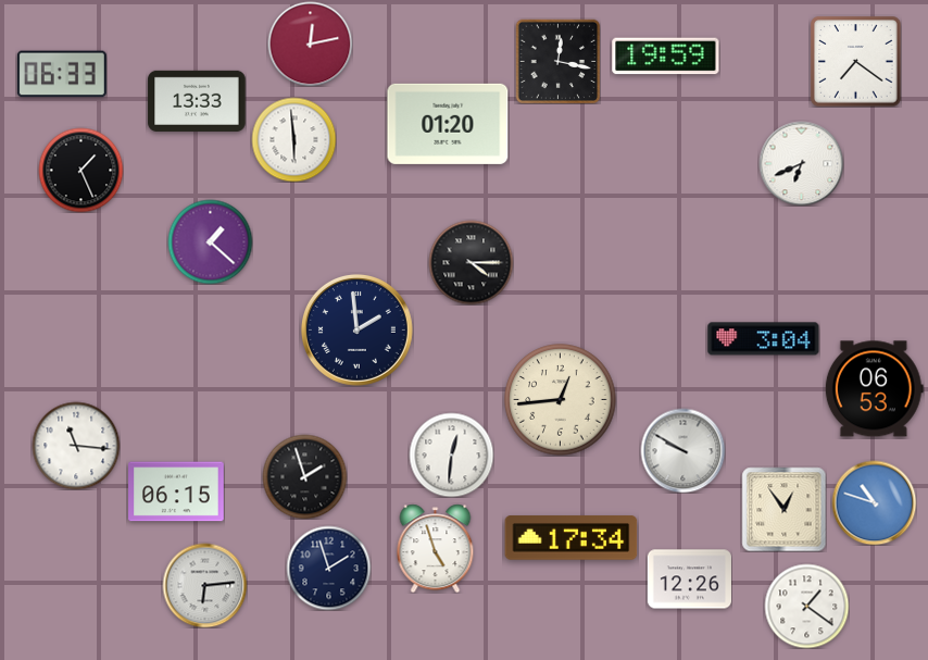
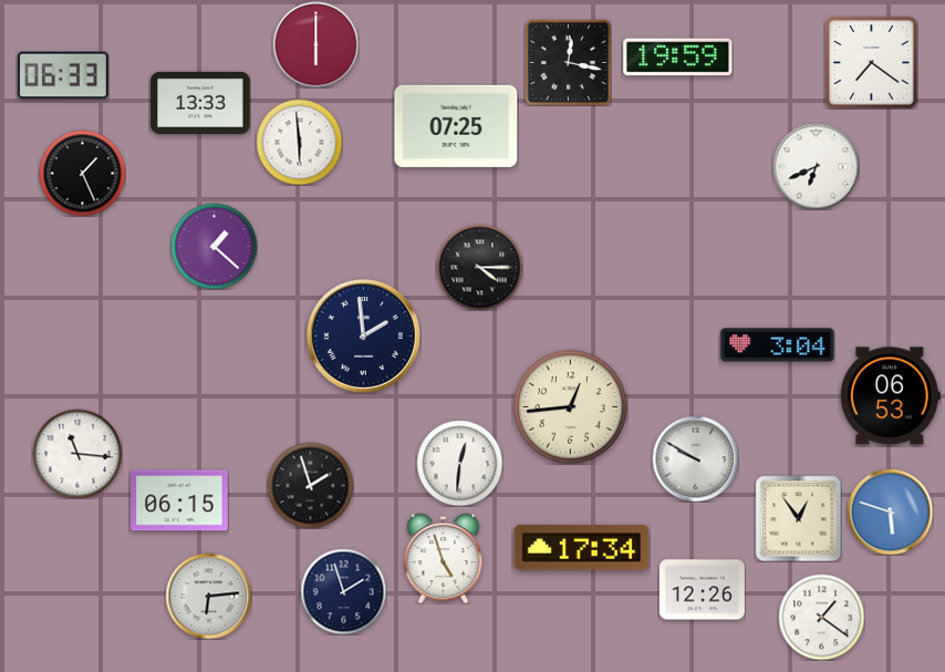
clock at (310, 43): 12:13 -> 6:00
clock at (448, 124): 01:20 -> 07:25
clock at (874, 502): 10:48 -> 5:48
clock at (328, 568) position: (328, 568) -> (343, 591)
